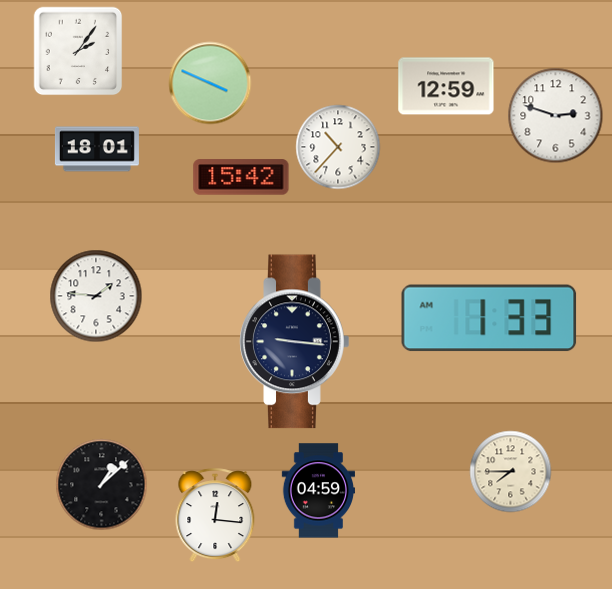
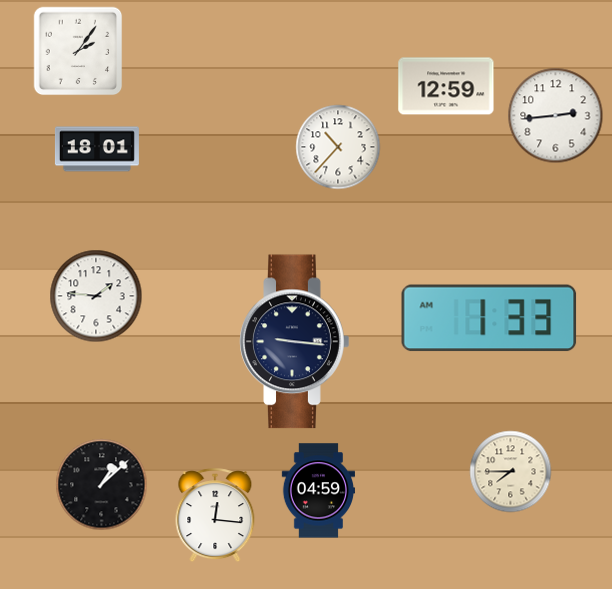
clock at (210, 83): 3:49 -> none
clock at (556, 116): 2:48 -> 2:44
clock at (241, 177): 15:42 -> none
